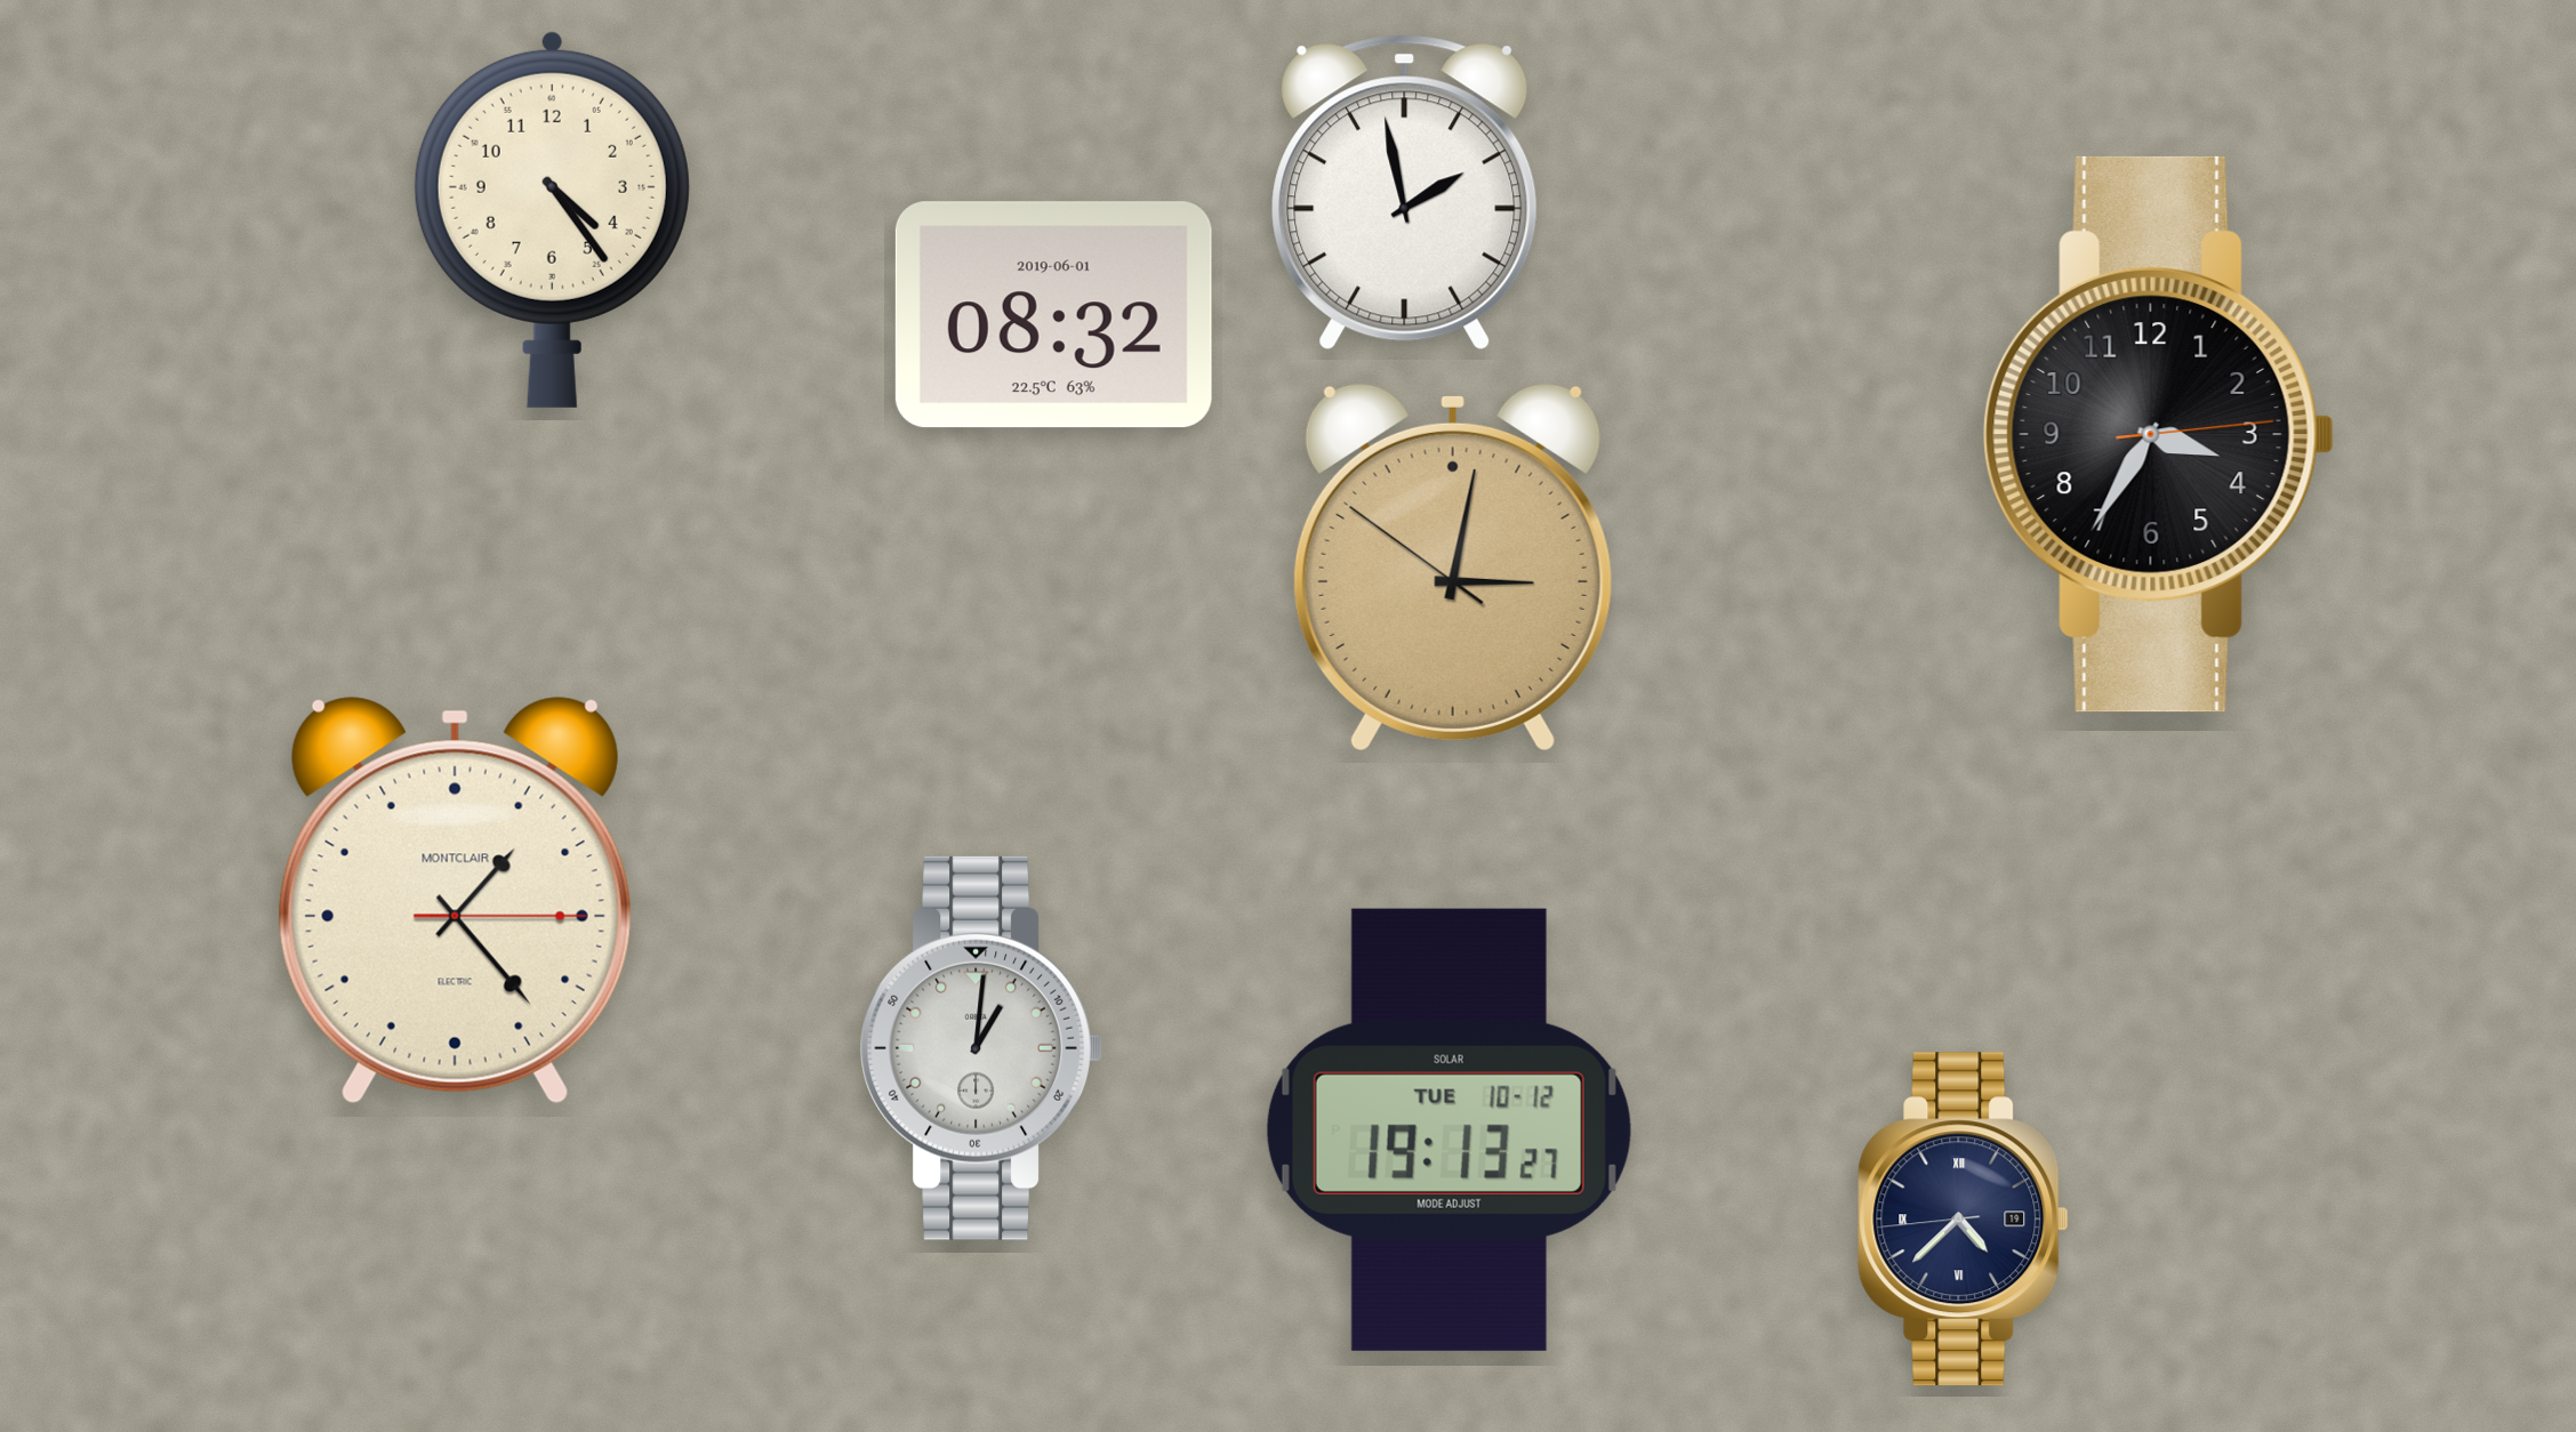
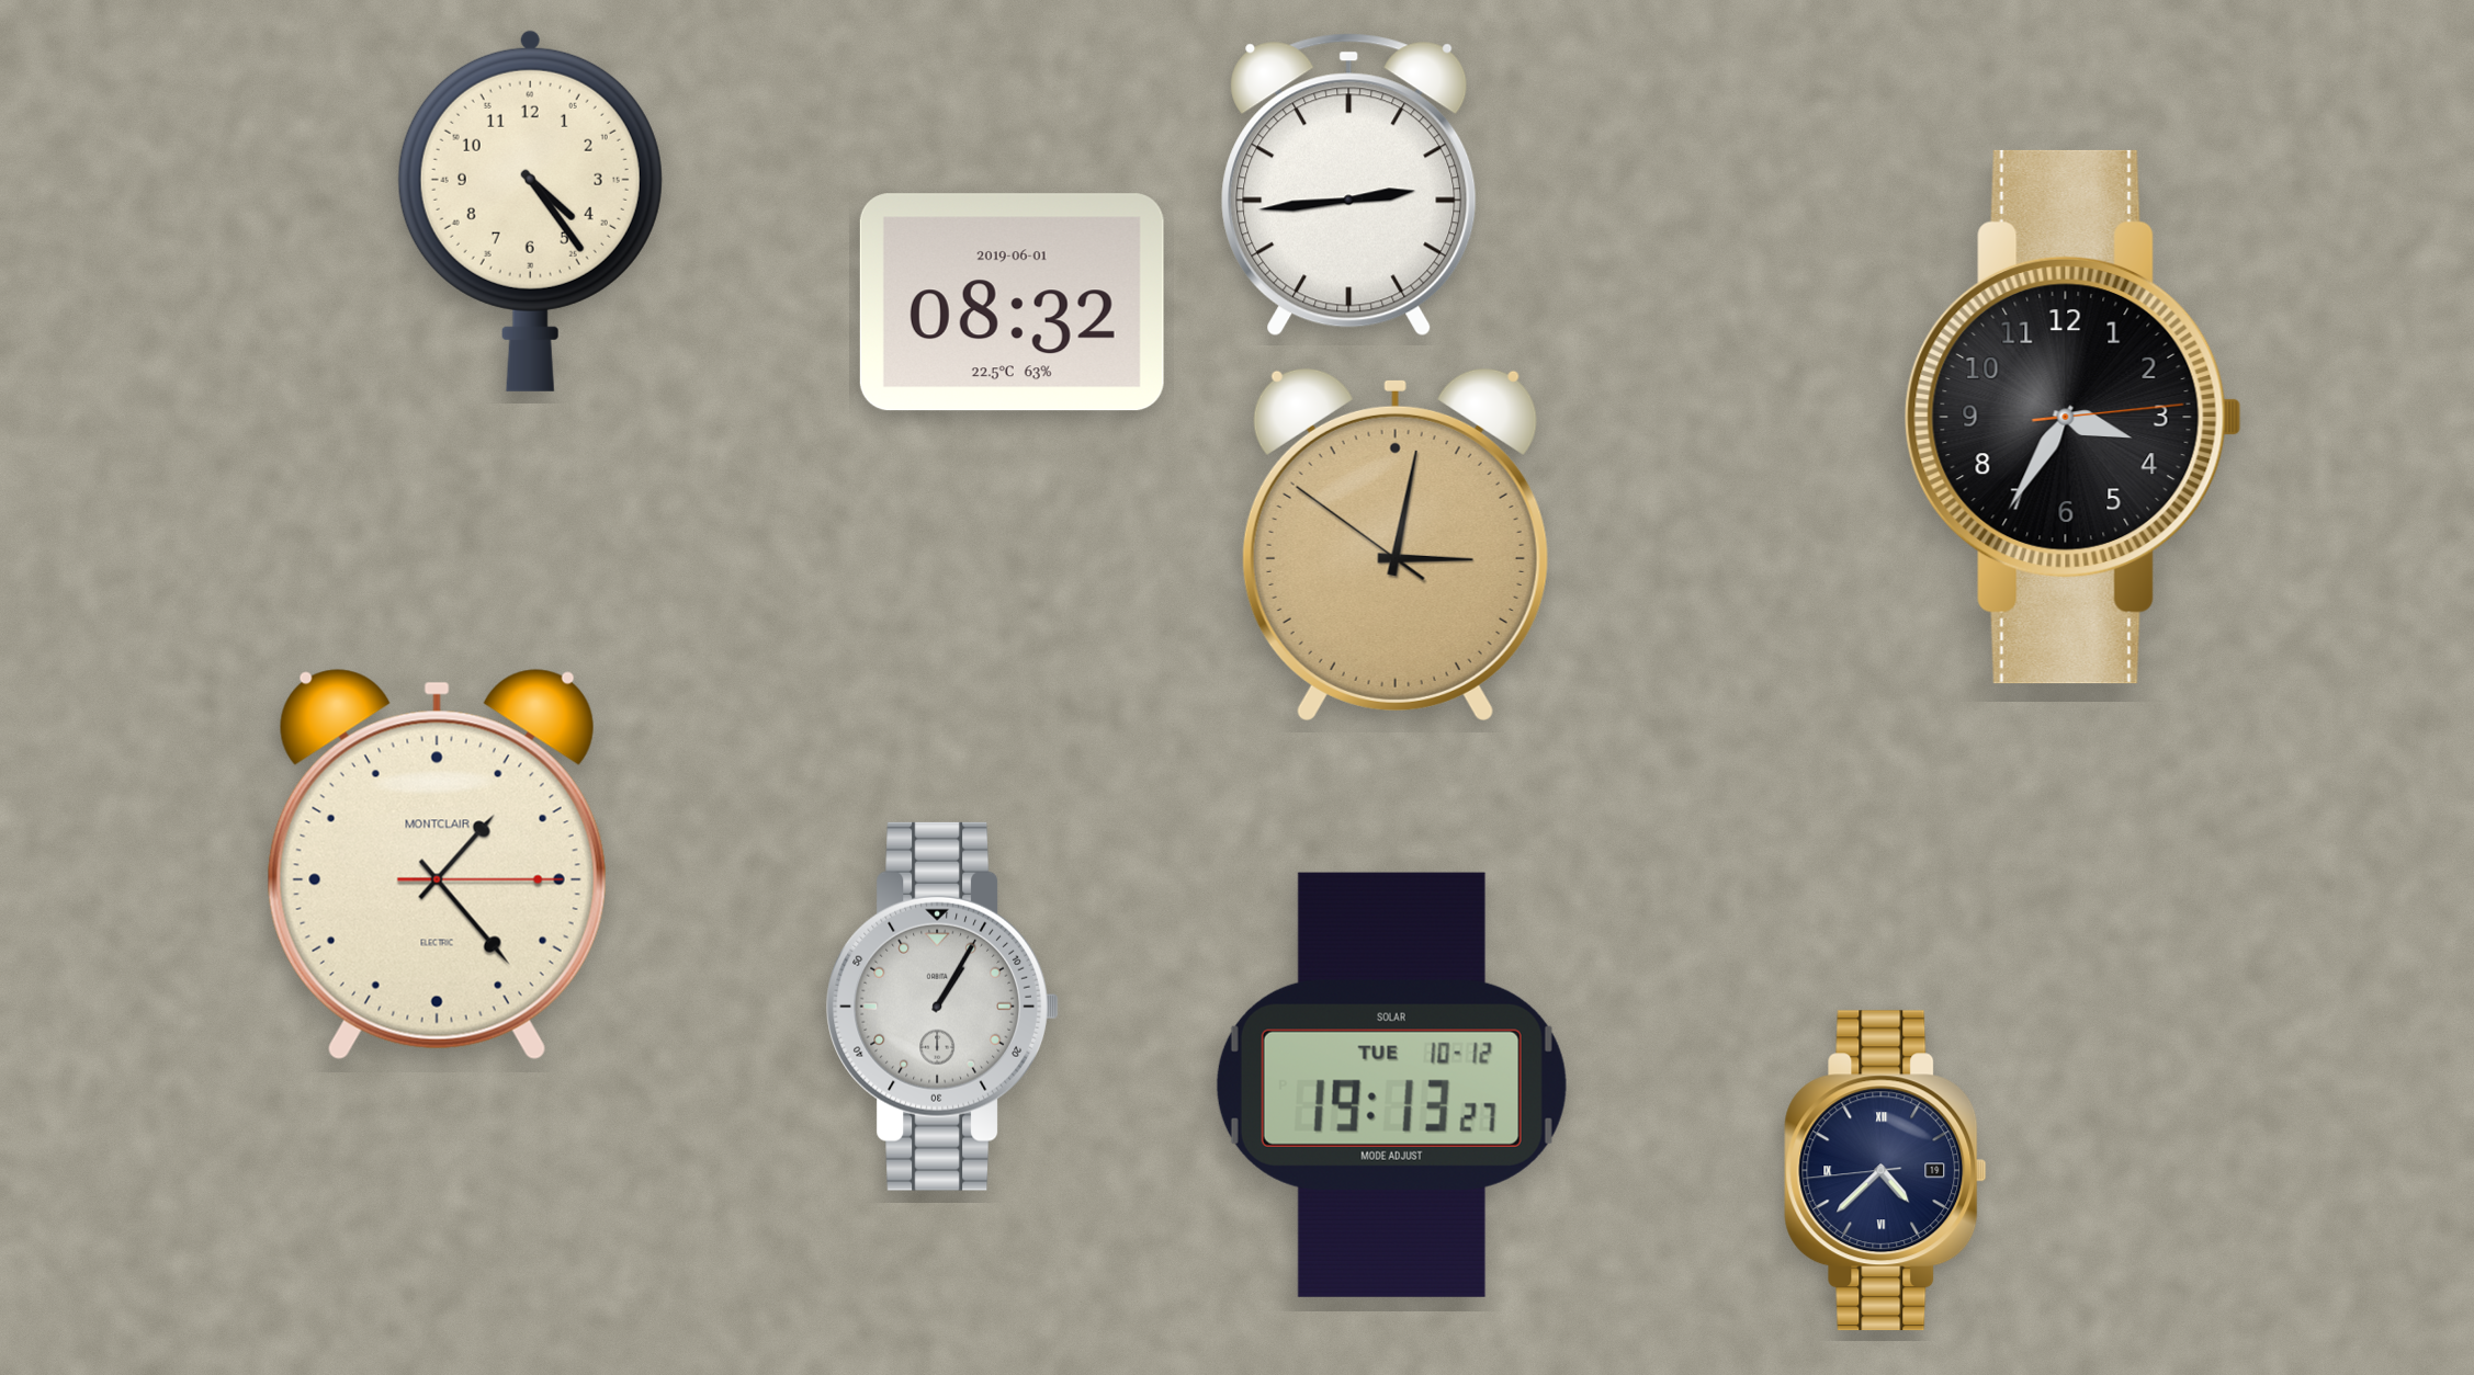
clock at (1405, 193): 1:58 -> 2:44
clock at (981, 1048): 1:01 -> 1:05
